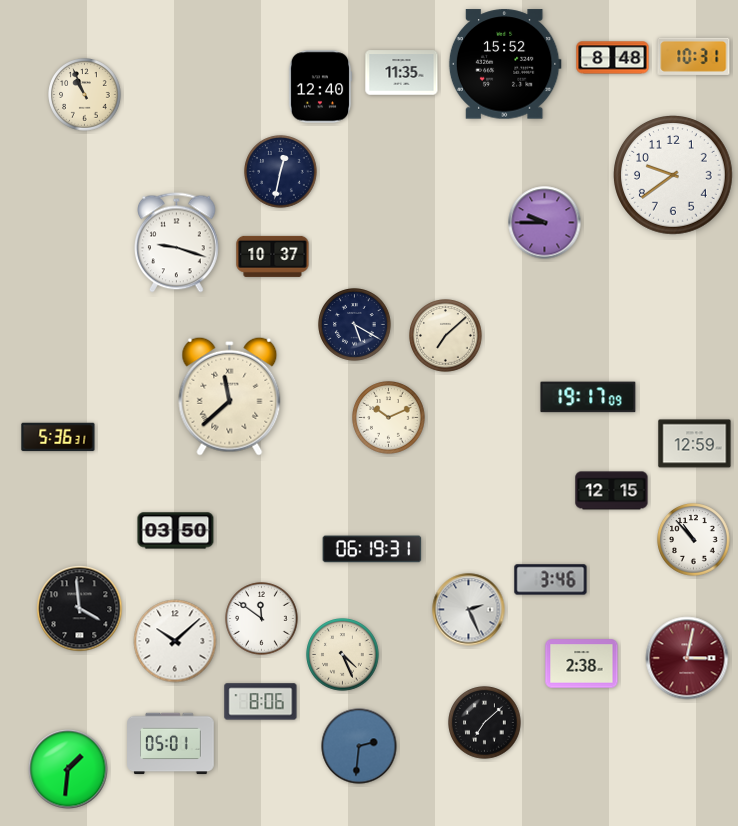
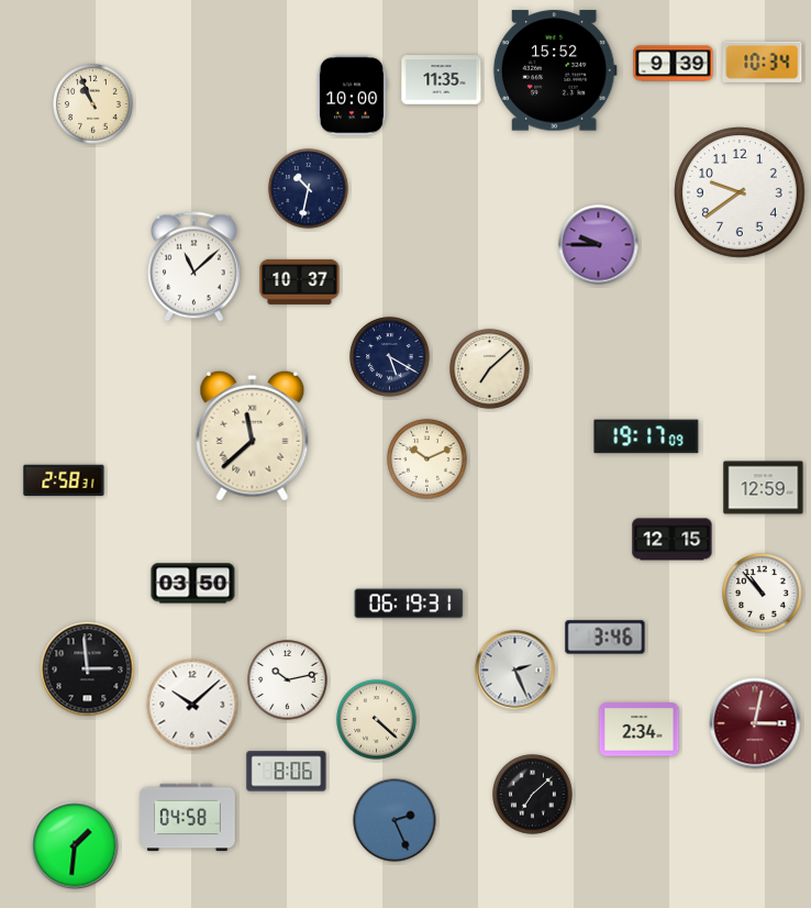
clock at (694, 56): 10:31 -> 10:34
clock at (613, 58): 8:48 -> 9:39
clock at (320, 87): 12:40 -> 10:00
clock at (281, 172): 12:32 -> 10:32
clock at (177, 243): 9:18 -> 11:08
clock at (58, 437): 5:36 -> 2:58
clock at (80, 609): 3:59 -> 2:59
clock at (262, 619): 11:51 -> 10:13
clock at (343, 655): 4:26 -> 4:22
clock at (582, 664): 2:38 -> 2:34
clock at (171, 744): 05:01 -> 04:58
clock at (359, 746): 2:31 -> 2:26
